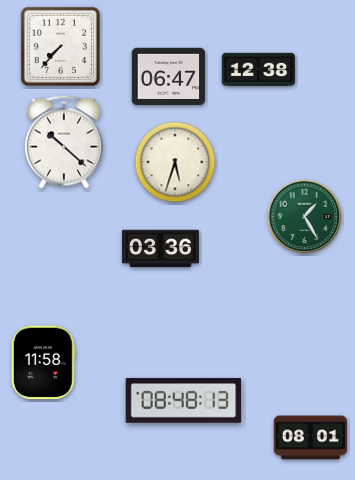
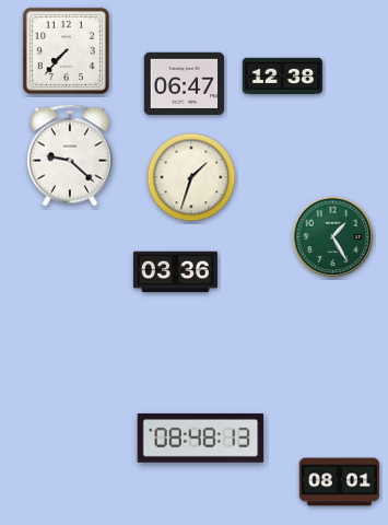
clock at (64, 142): 10:22 -> 9:22
clock at (175, 162): 5:33 -> 1:33
clock at (43, 363): 11:58 -> none
clock at (311, 438) position: (311, 438) -> (340, 482)
